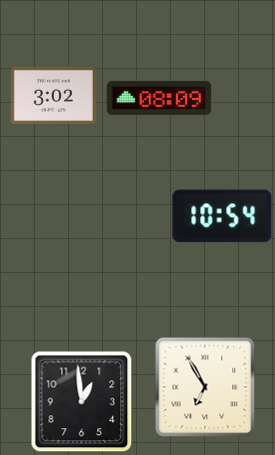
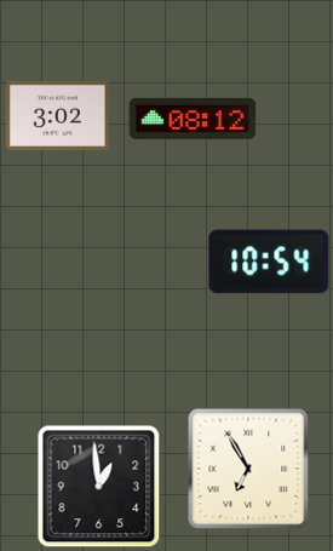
clock at (53, 95) position: (53, 95) -> (57, 115)
clock at (159, 98): 08:09 -> 08:12
